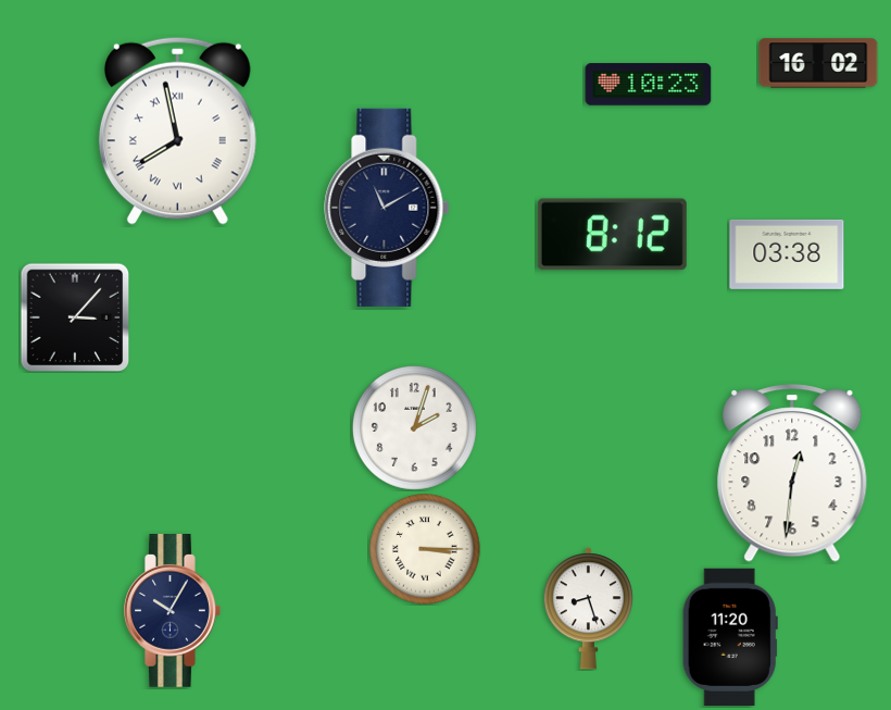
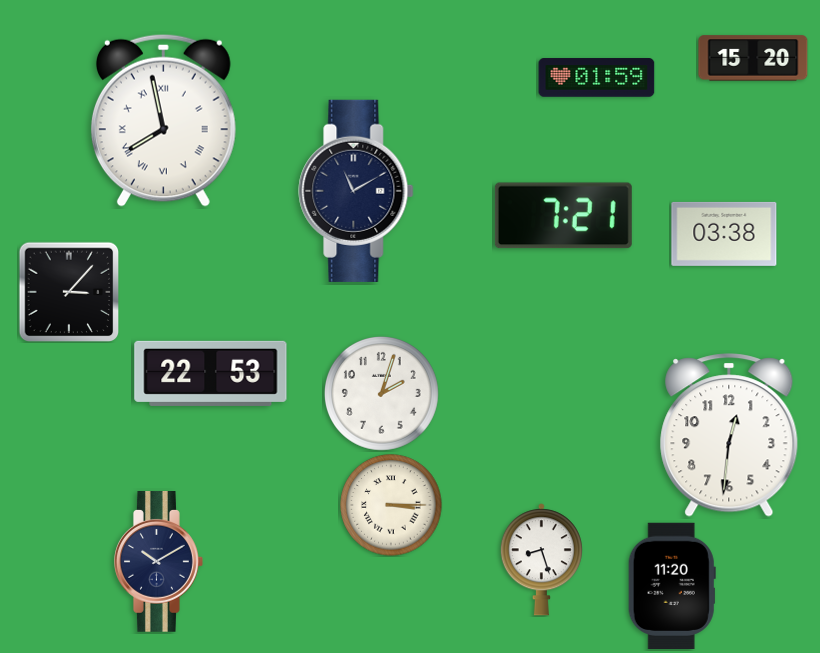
clock at (818, 63): 16:02 -> 15:20
clock at (649, 85): 10:23 -> 01:59
clock at (612, 235): 8:12 -> 7:21
clock at (211, 373): none -> 22:53
clock at (173, 611): 10:05 -> 10:10
